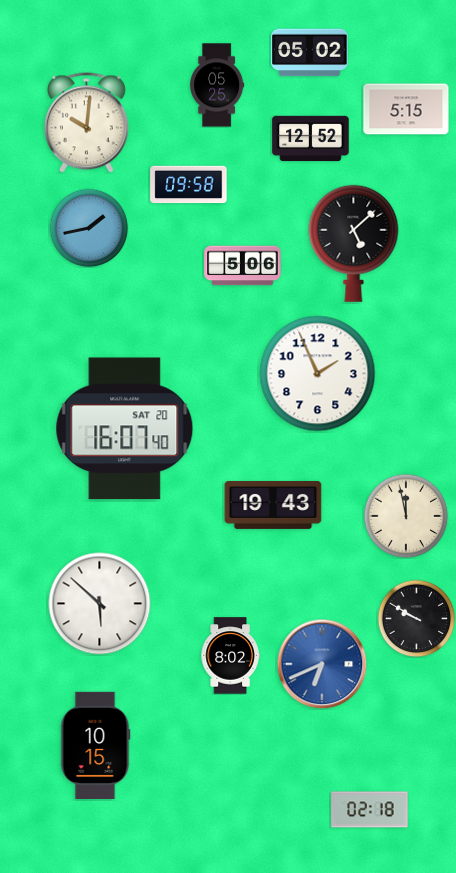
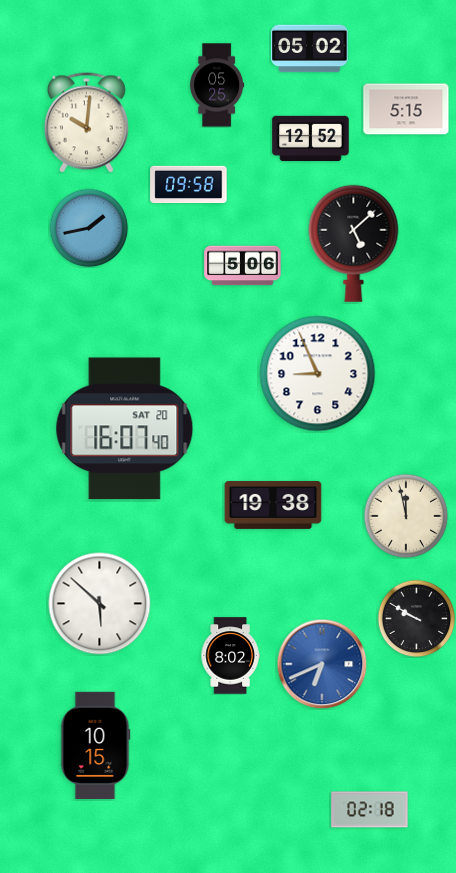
clock at (310, 53) position: (310, 53) -> (310, 49)
clock at (318, 374): 1:56 -> 8:56
clock at (273, 505): 19:43 -> 19:38
